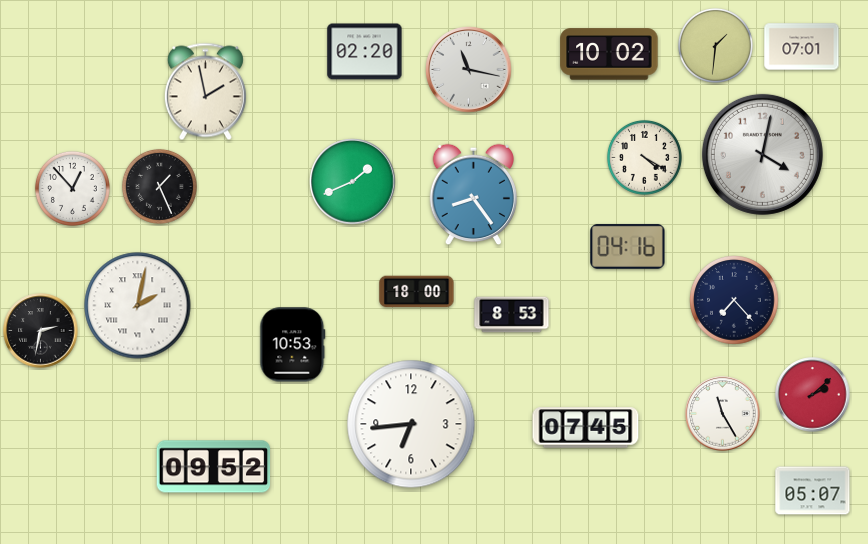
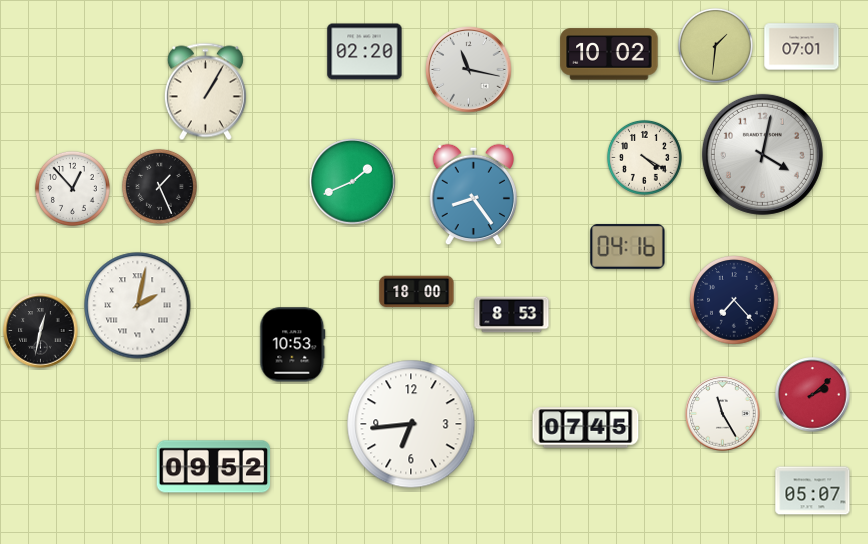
clock at (205, 92): 1:58 -> 1:05
clock at (41, 331): 2:32 -> 12:32
